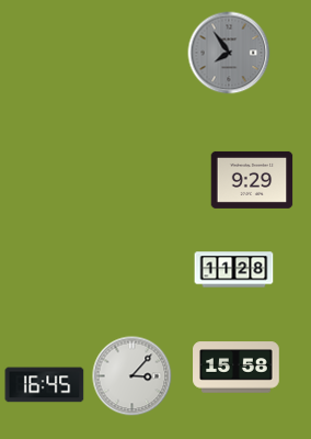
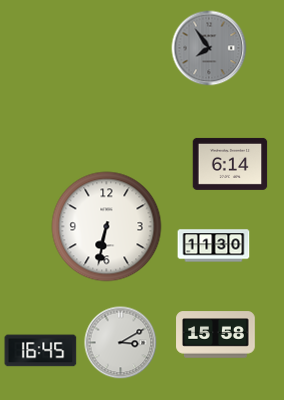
clock at (252, 180): 9:29 -> 6:14
clock at (107, 227): none -> 6:32
clock at (234, 270): 11:28 -> 11:30
clock at (133, 376): 3:07 -> 3:10
